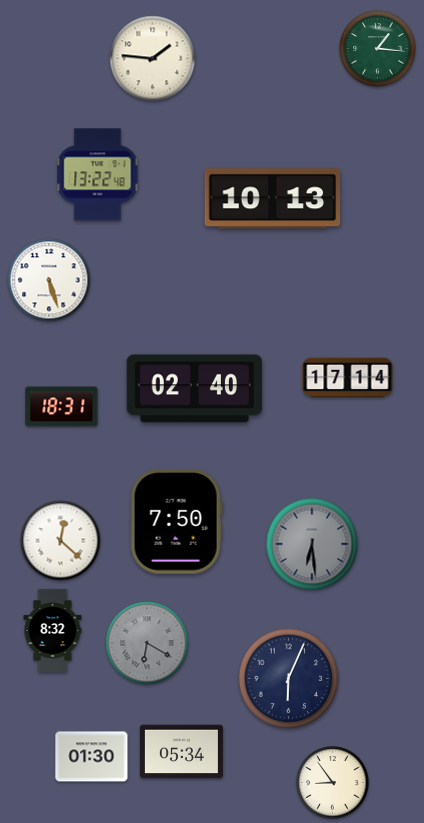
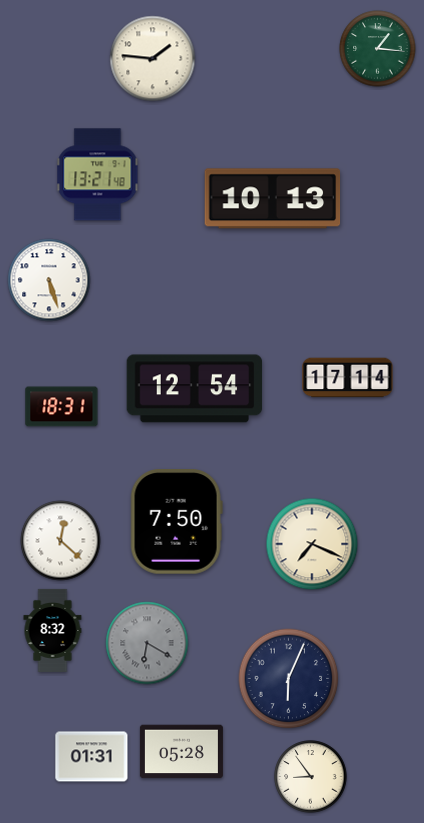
clock at (98, 175): 13:22 -> 13:21
clock at (195, 389): 02:40 -> 12:54
clock at (312, 544): 6:29 -> 7:19
clock at (312, 544) dial: grey -> cream
clock at (181, 752): 05:34 -> 05:28
clock at (92, 757): 01:30 -> 01:31
clock at (333, 783) position: (333, 783) -> (311, 777)
